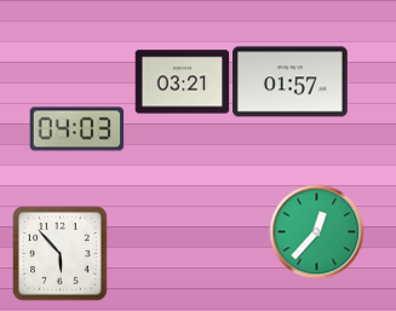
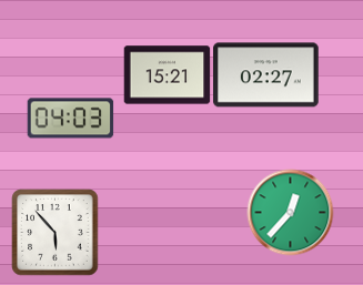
clock at (182, 82): 03:21 -> 15:21
clock at (291, 82): 01:57 -> 02:27
